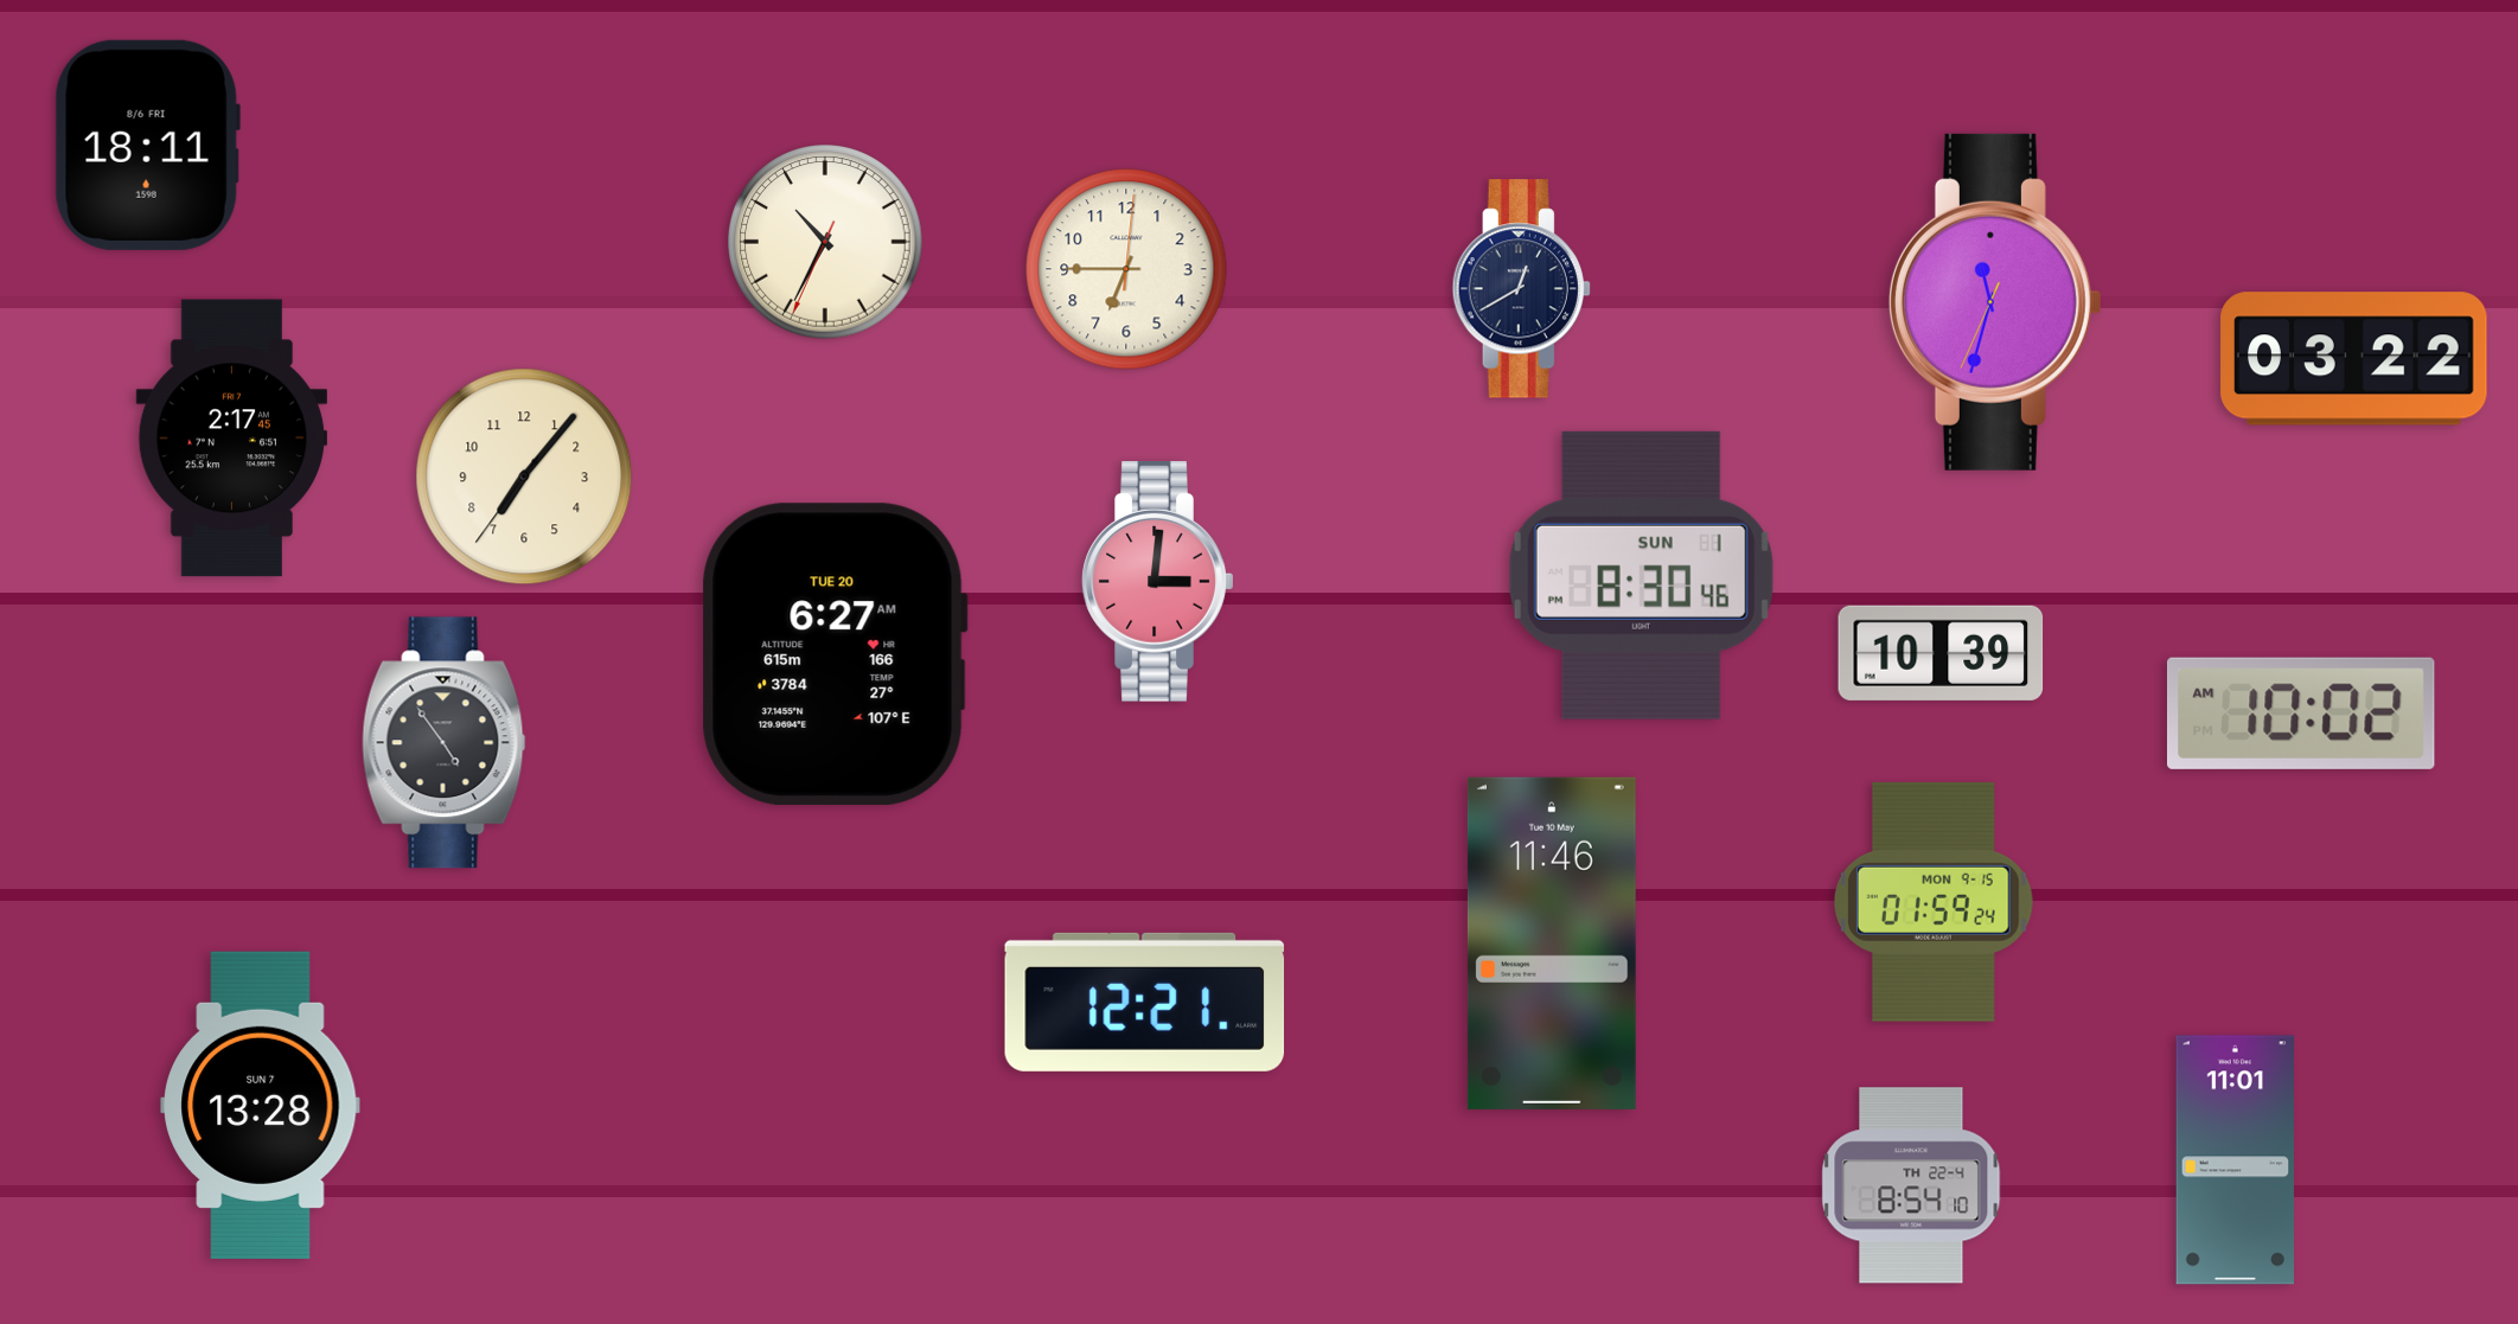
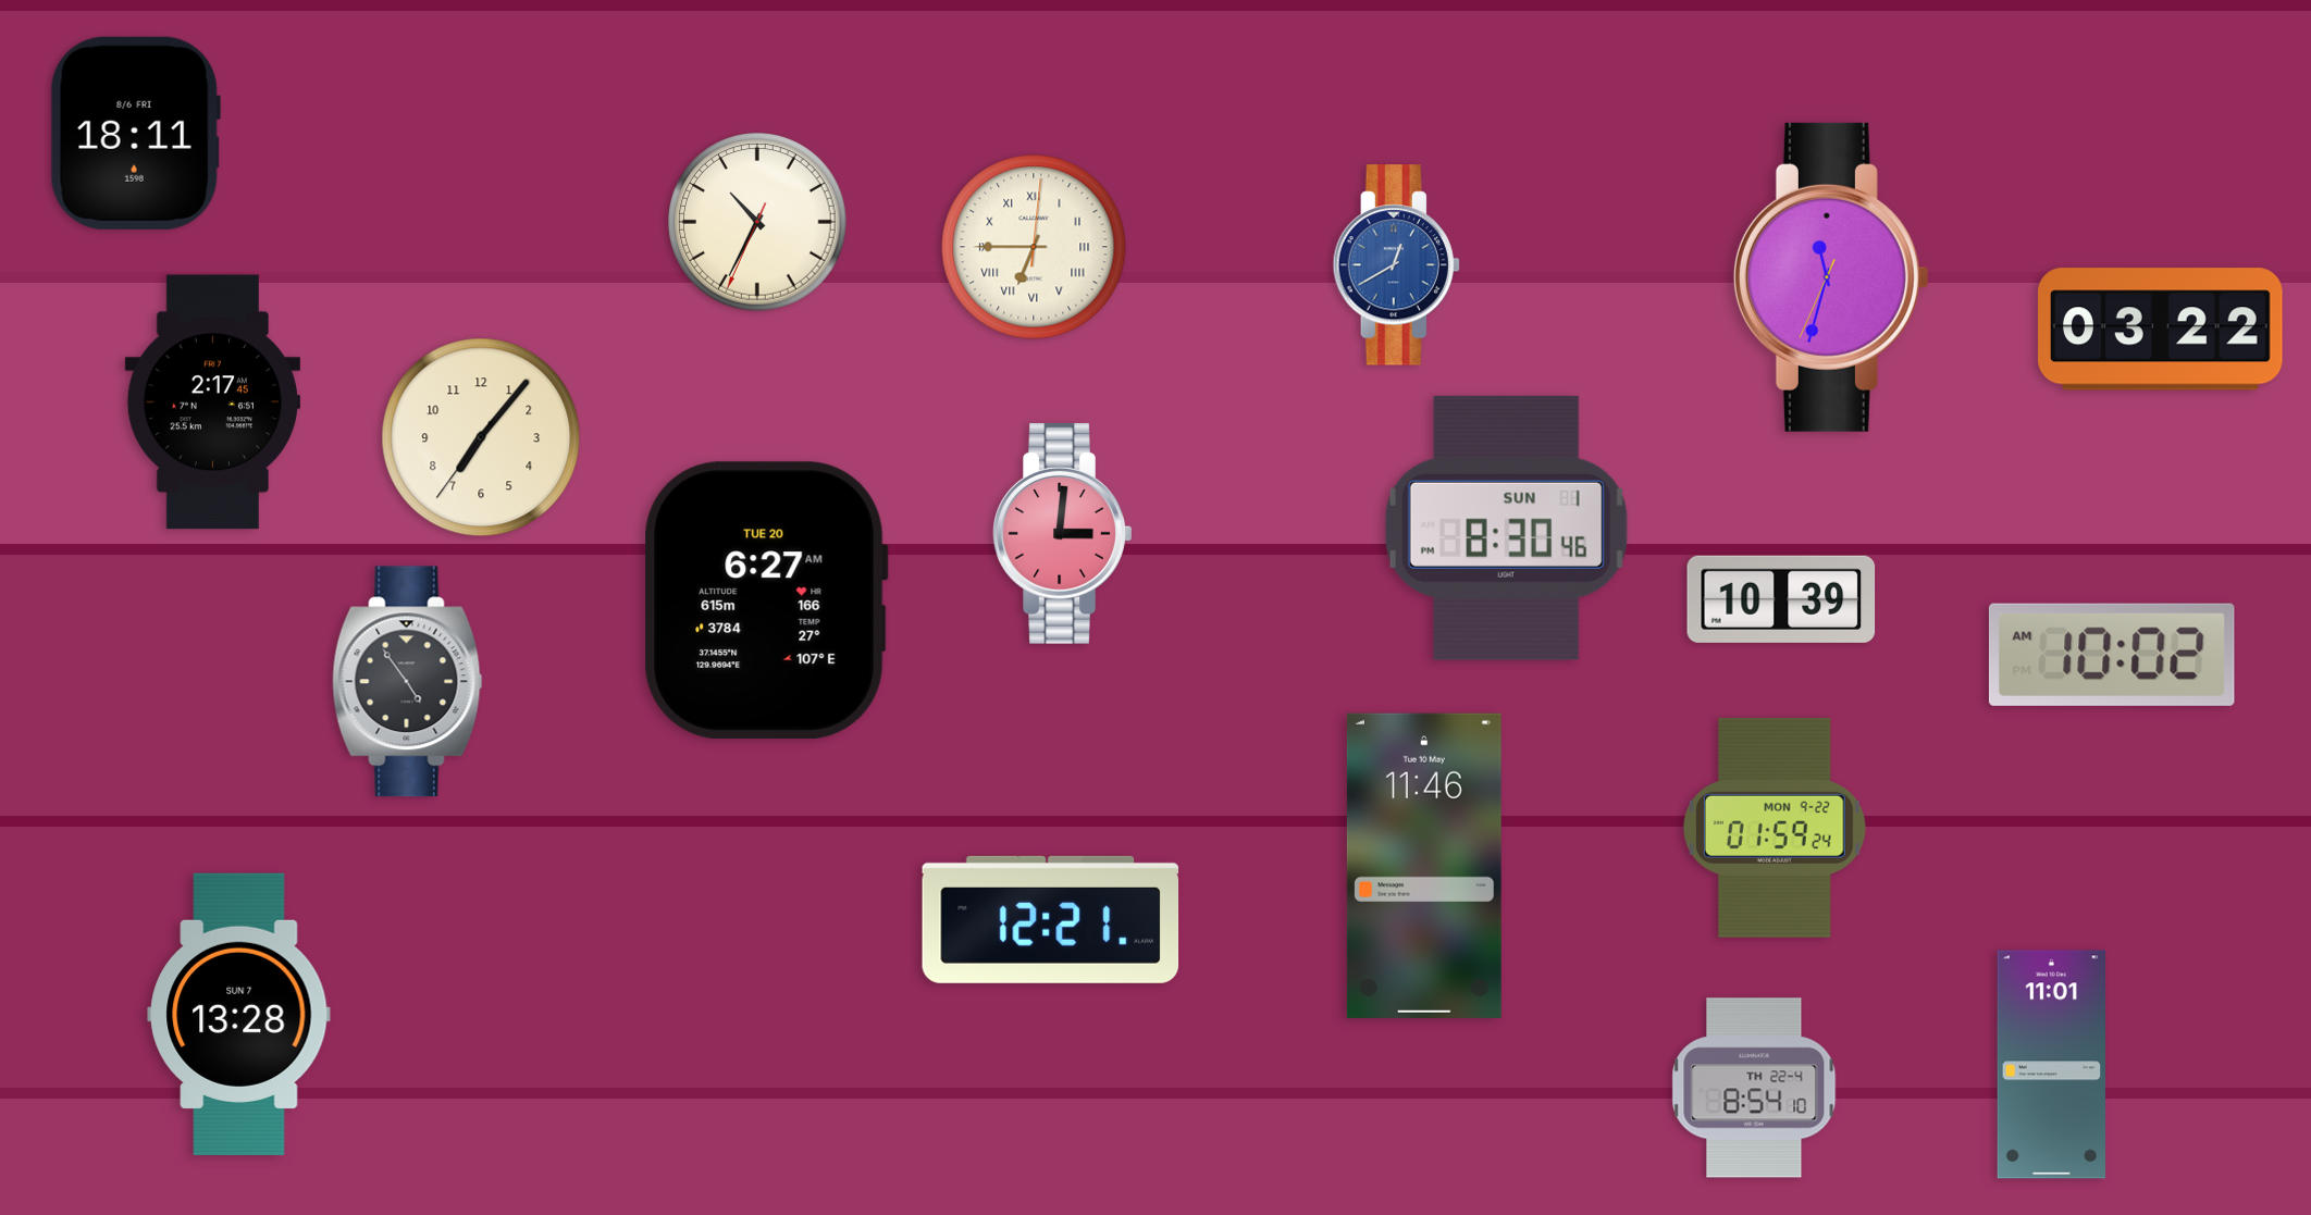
clock at (1126, 269) numerals: Arabic -> Roman
clock at (1521, 289) dial: navy -> blue
clock at (1934, 902) date: MON 9-15 -> MON 9-22
